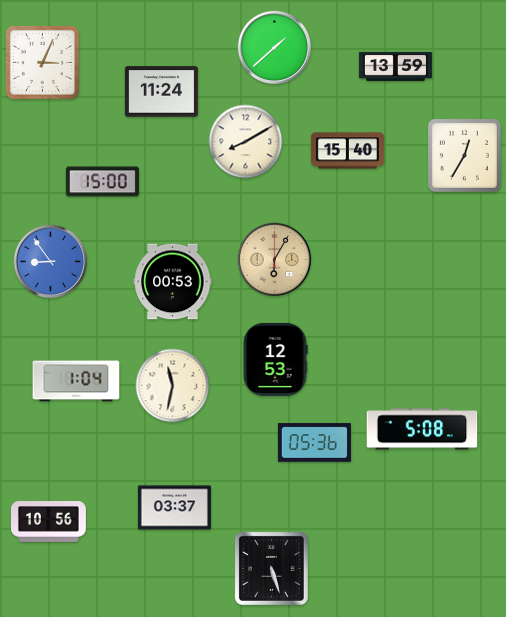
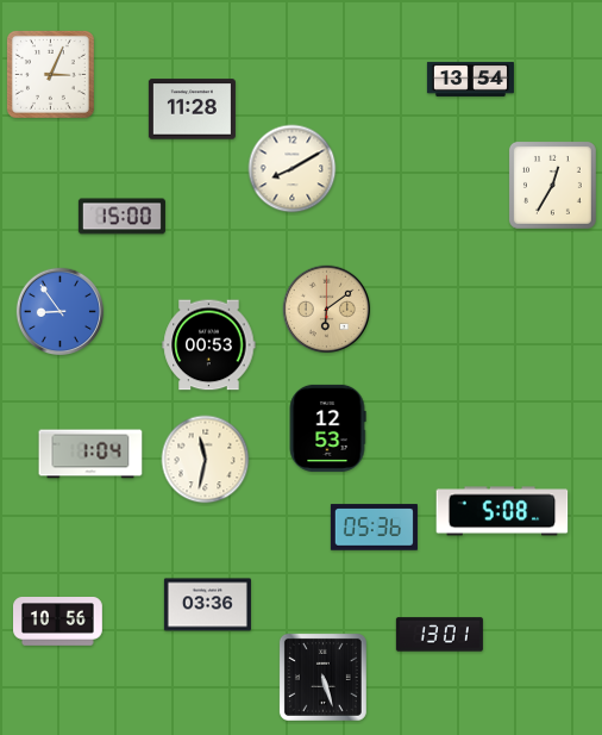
clock at (275, 48): 1:38 -> none
clock at (395, 66): 13:59 -> 13:54
clock at (161, 92): 11:24 -> 11:28
clock at (347, 151): 15:40 -> none
clock at (275, 260): 6:05 -> 6:09
clock at (173, 282) position: (173, 282) -> (209, 345)
clock at (174, 508): 03:37 -> 03:36
clock at (439, 635): none -> 13:01
